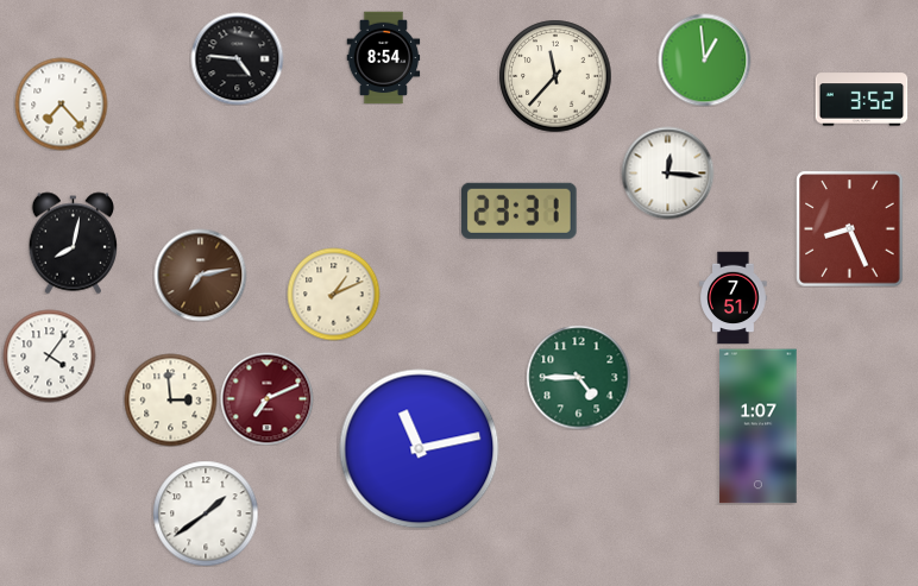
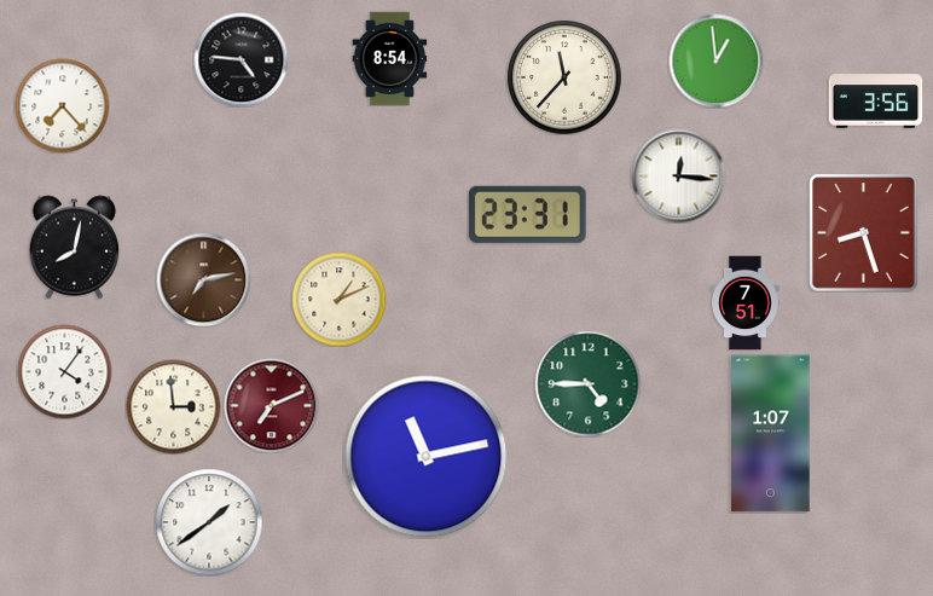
clock at (861, 100): 3:52 -> 3:56
clock at (850, 228): 8:26 -> 8:27
clock at (49, 355) position: (49, 355) -> (64, 371)
